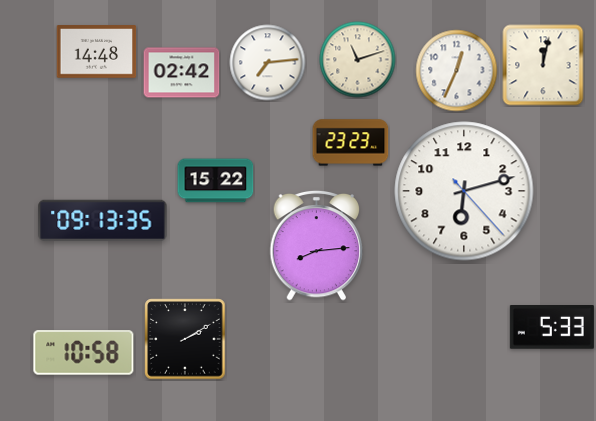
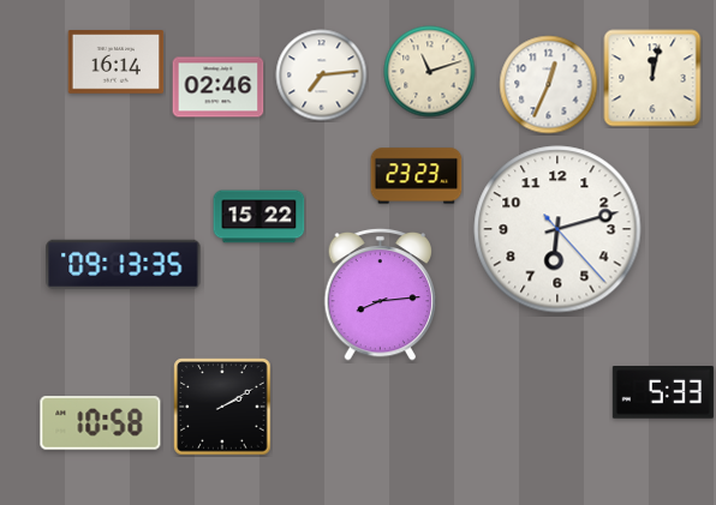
clock at (97, 52): 14:48 -> 16:14
clock at (182, 73): 02:42 -> 02:46
clock at (351, 143) position: (351, 143) -> (417, 176)
